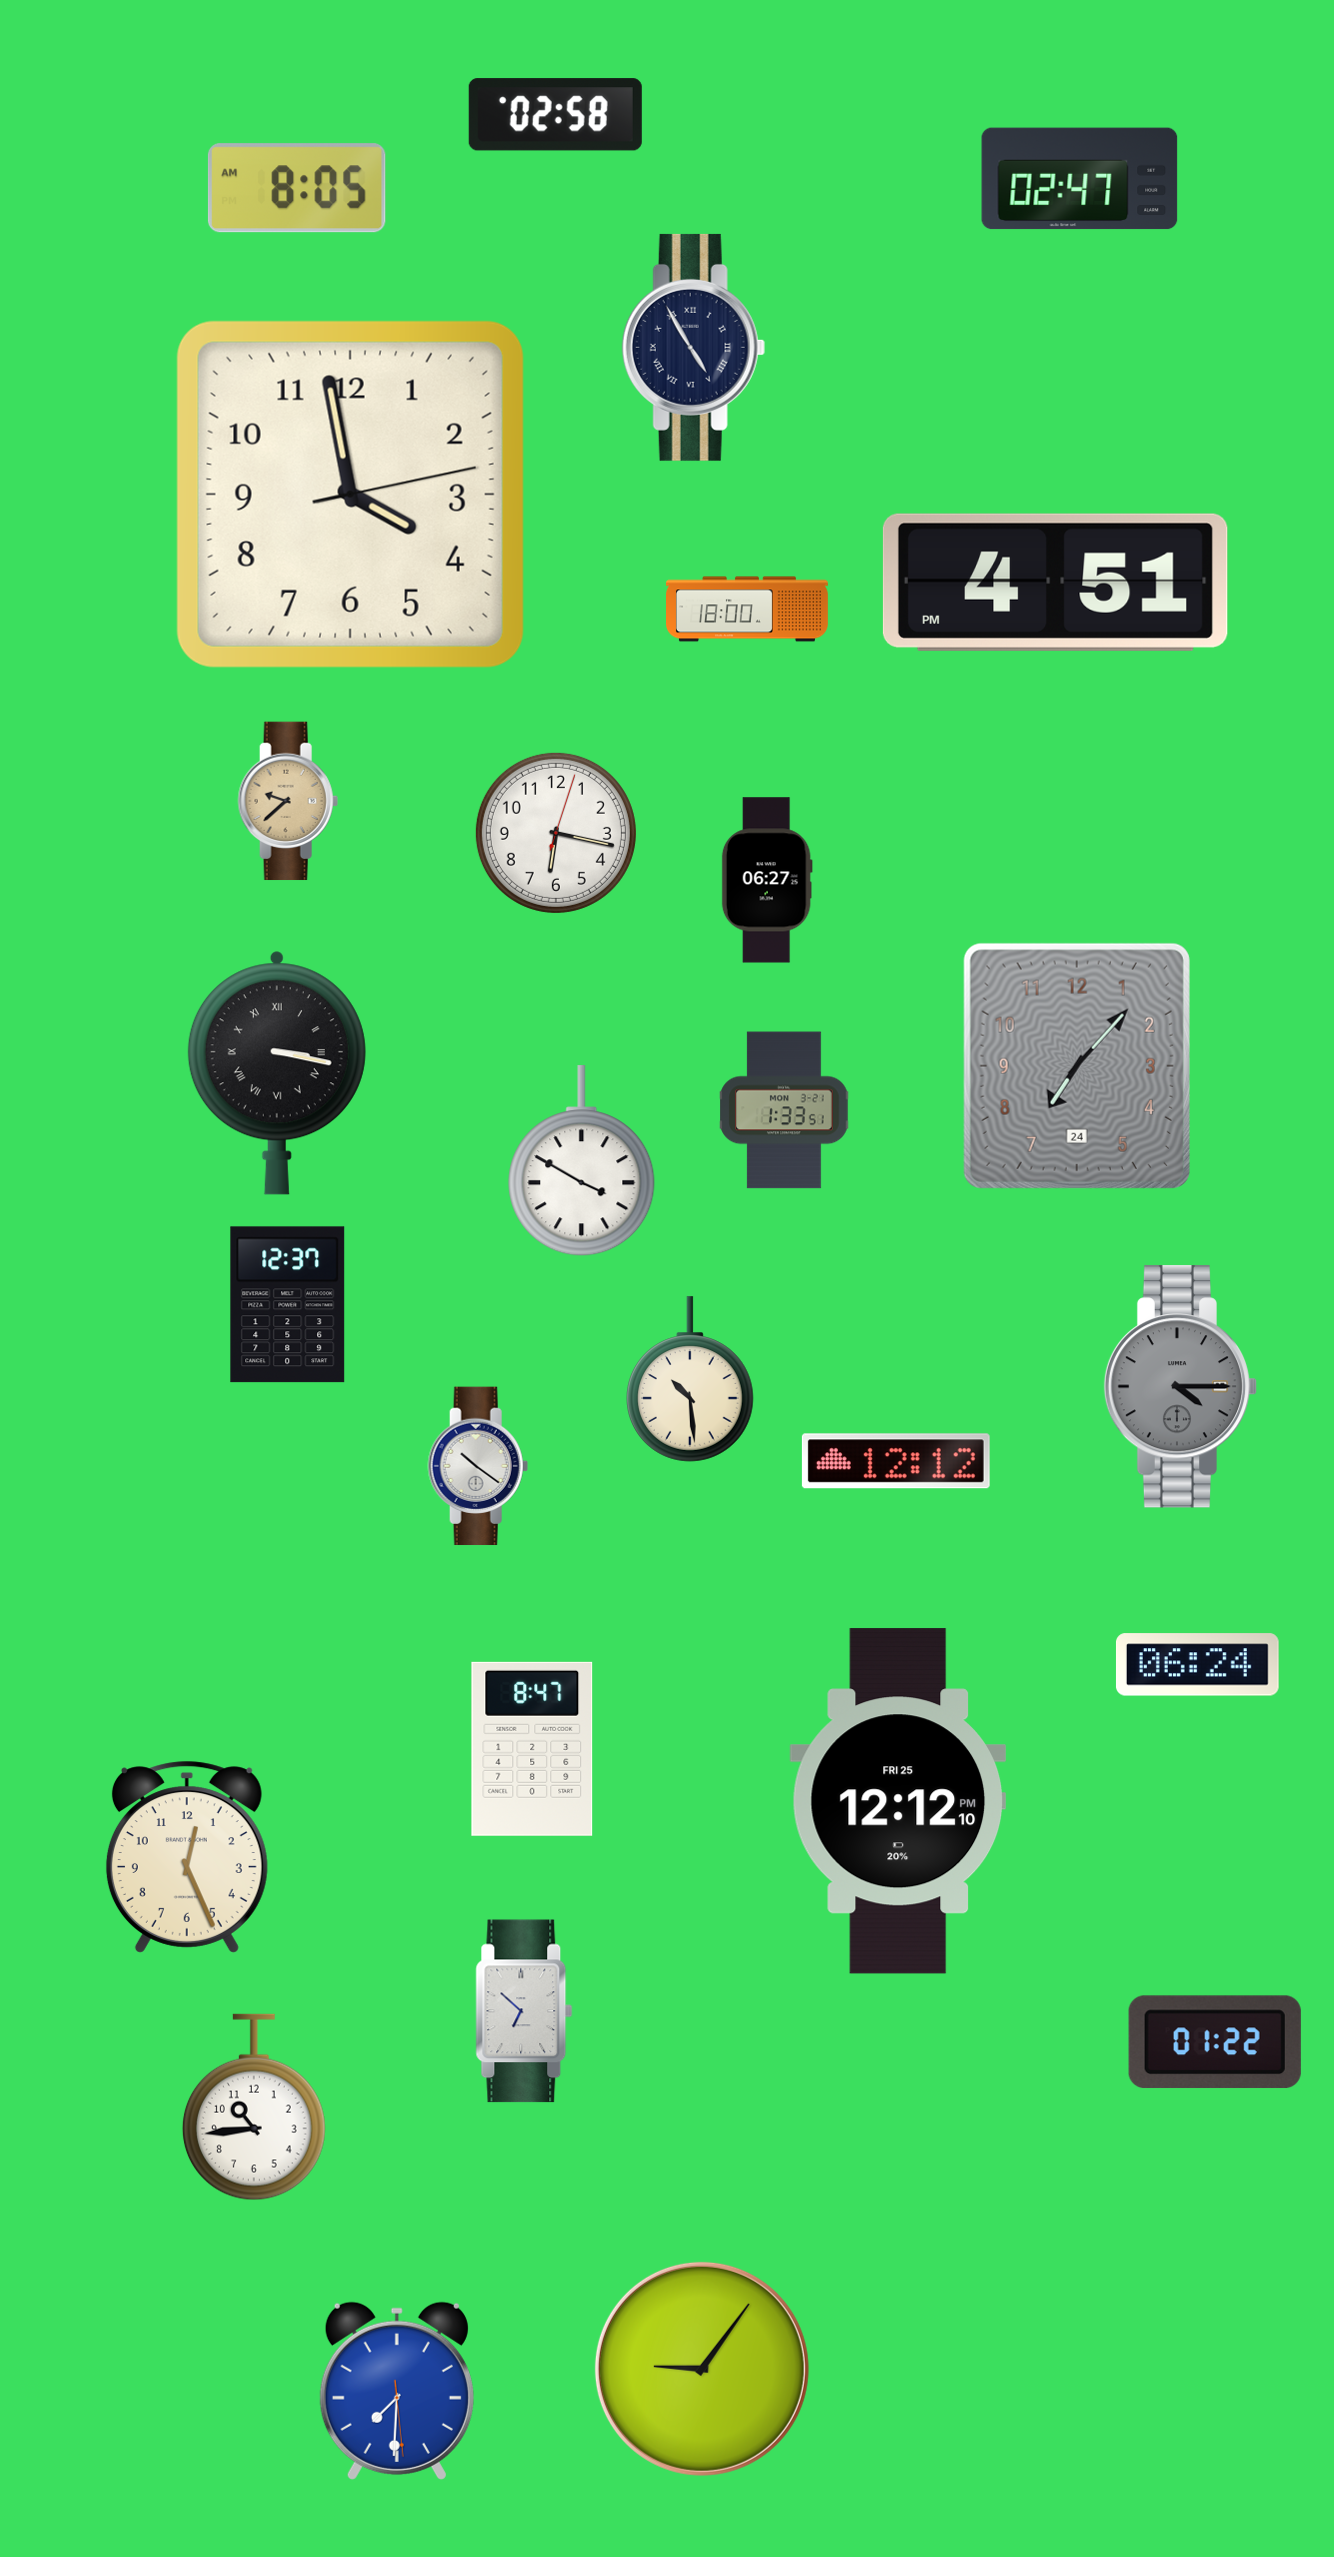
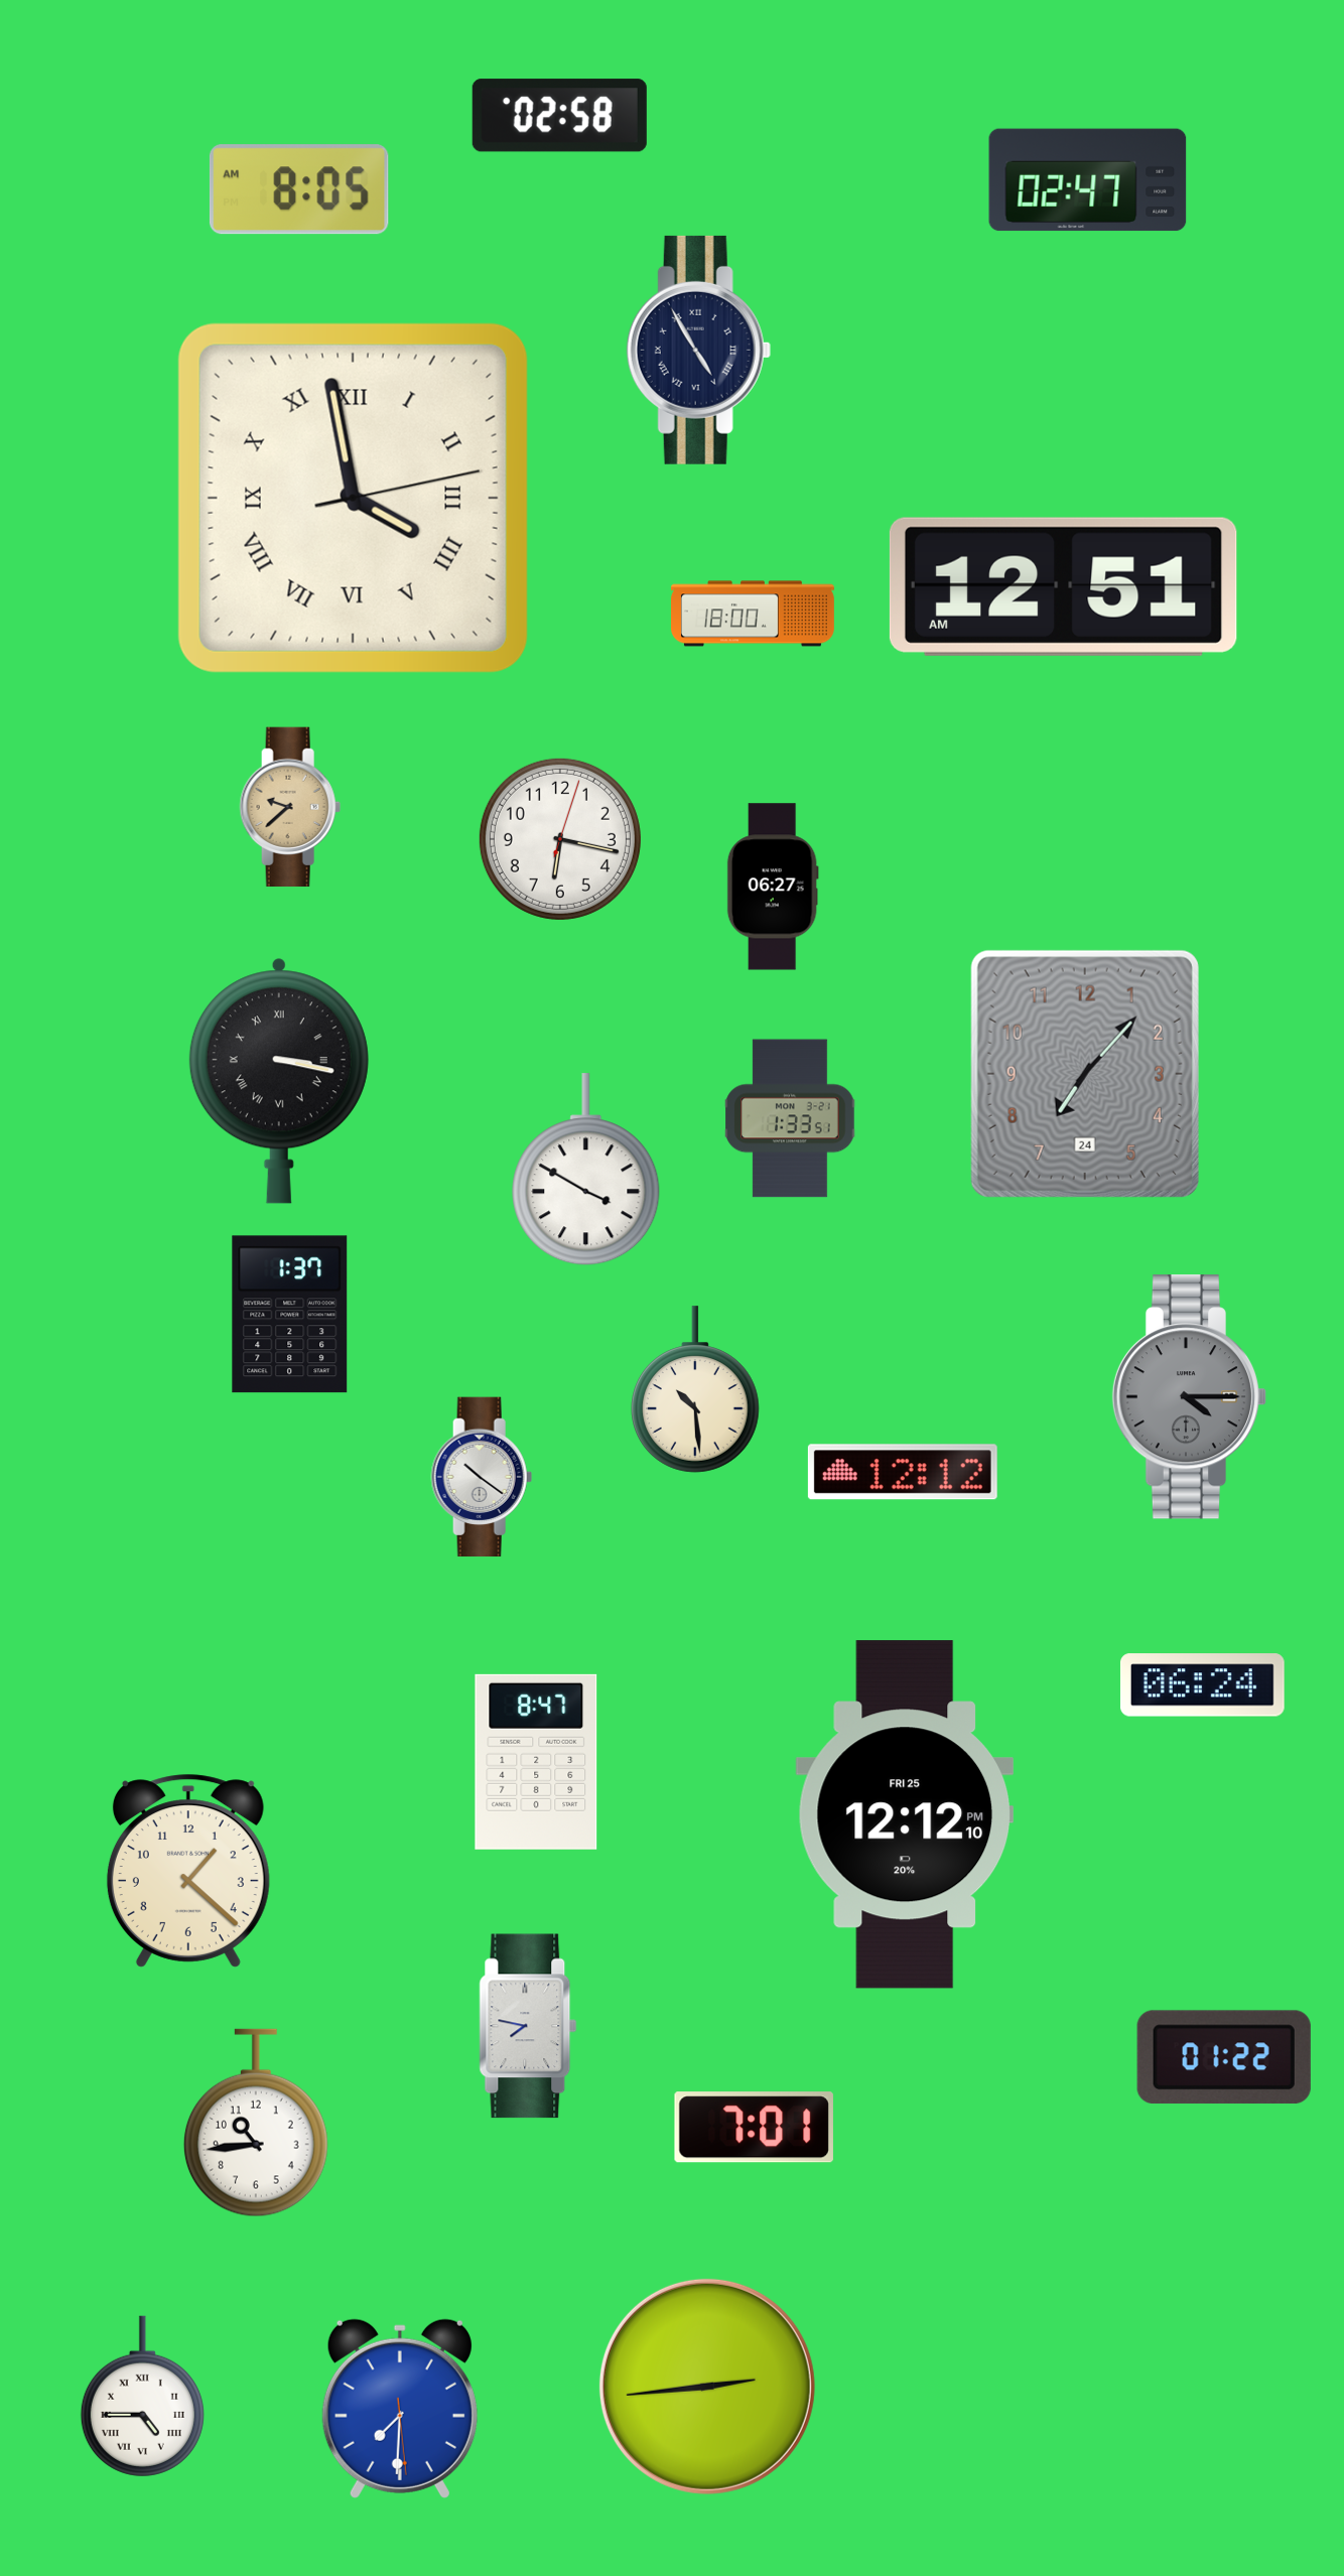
clock at (350, 494) numerals: Arabic -> Roman
clock at (1055, 582): 4:51 -> 12:51
clock at (288, 1305): 12:37 -> 1:37
clock at (1197, 1665) position: (1197, 1665) -> (1202, 1685)
clock at (187, 1857): 12:26 -> 1:22
clock at (524, 2011): 6:52 -> 7:47
clock at (754, 2128): none -> 7:01
clock at (702, 2369): 9:06 -> 2:44
clock at (142, 2397): none -> 4:45
